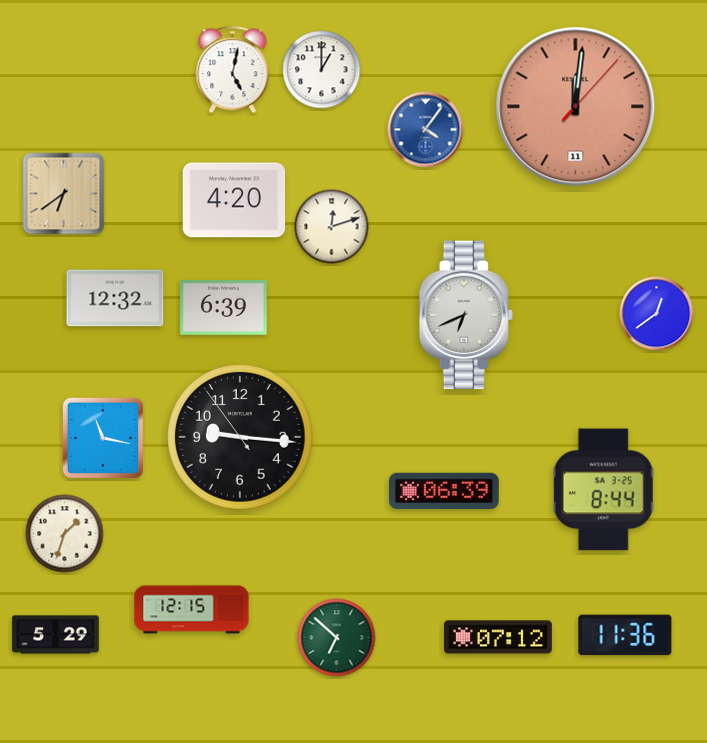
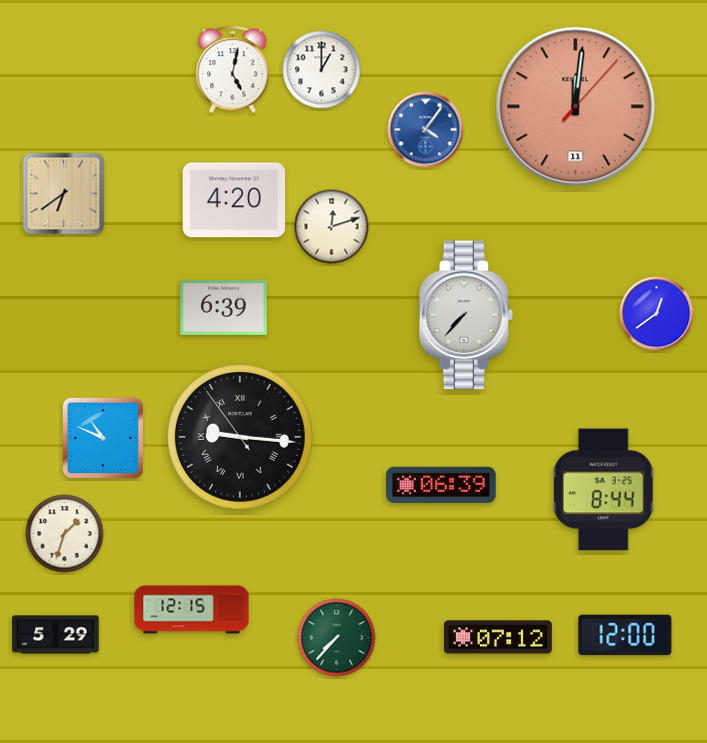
clock at (115, 298): 12:32 -> none
clock at (466, 315): 6:41 -> 7:37
clock at (103, 438): 11:17 -> 10:49
clock at (241, 438) numerals: Arabic -> Roman
clock at (444, 490) position: (444, 490) -> (441, 484)
clock at (625, 635): 11:36 -> 12:00
clock at (337, 638): 6:52 -> 7:37
